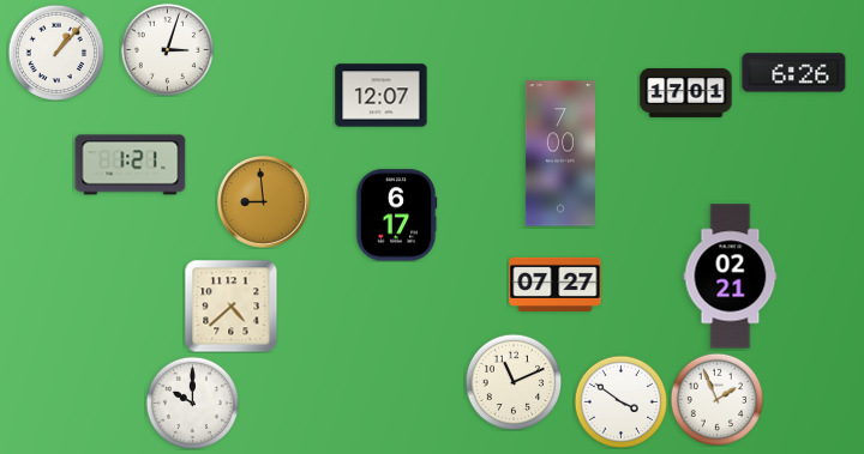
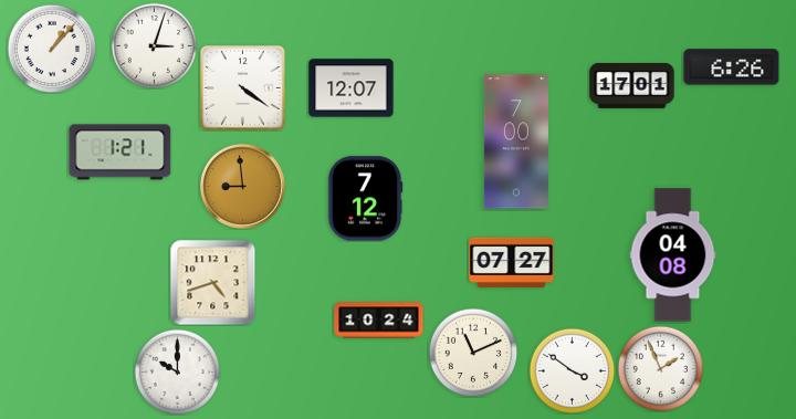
clock at (243, 88): none -> 4:21
clock at (396, 216): 6:17 -> 7:12
clock at (731, 277): 02:21 -> 04:08
clock at (230, 305): 4:38 -> 4:42
clock at (379, 321): none -> 10:24
